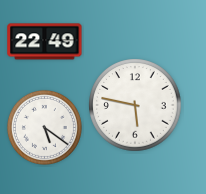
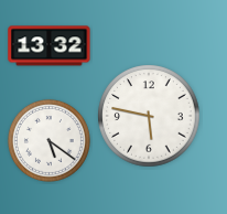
clock at (45, 42): 22:49 -> 13:32
